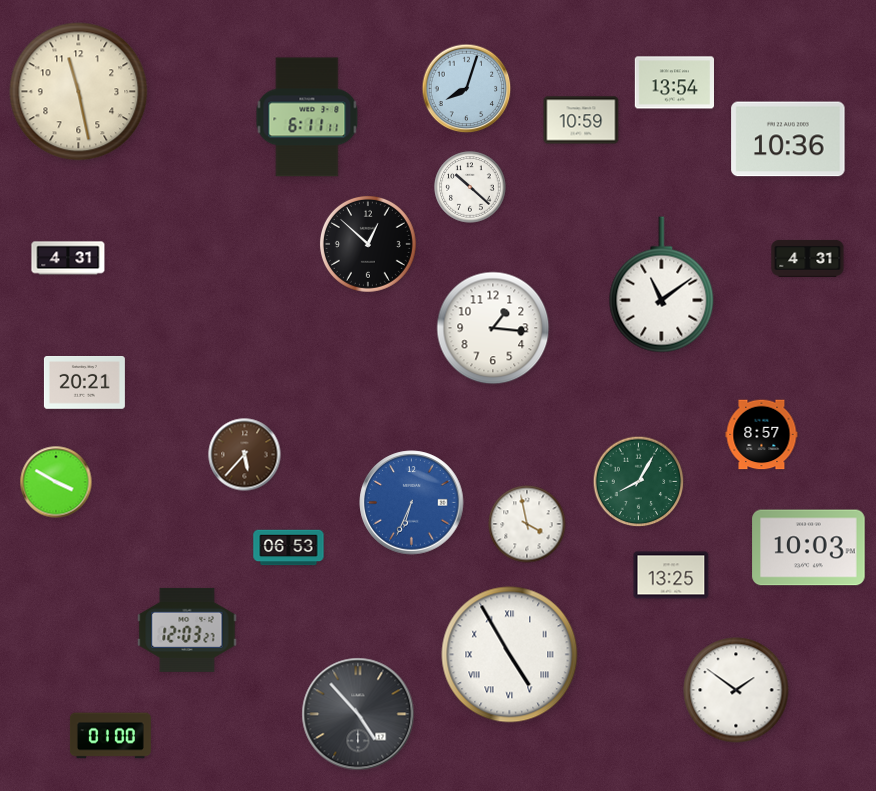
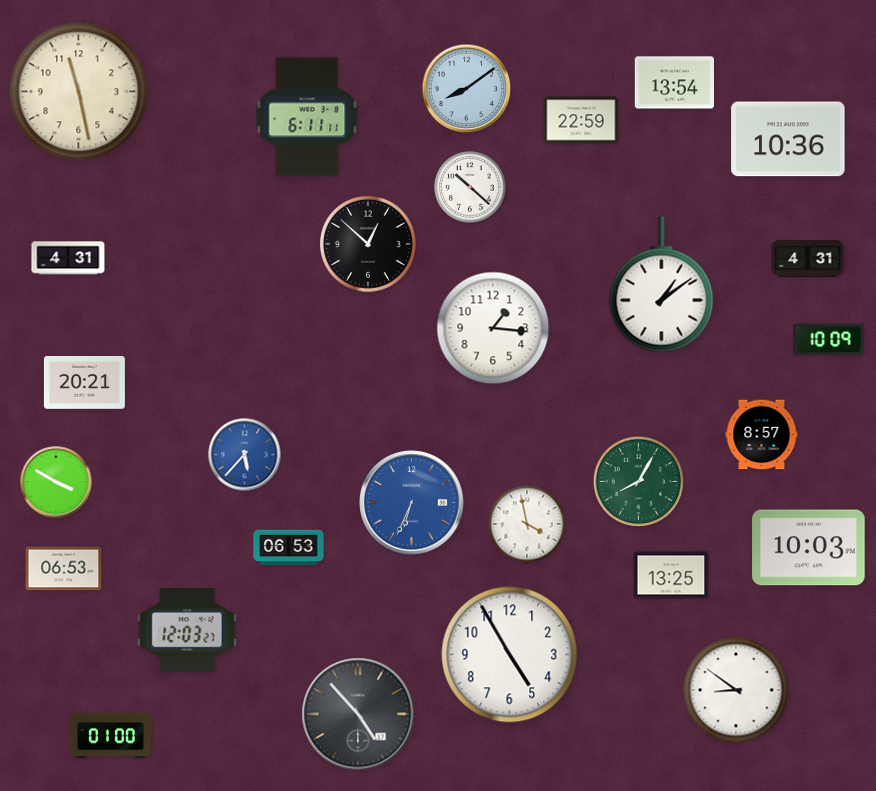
clock at (467, 89): 8:03 -> 8:09
clock at (581, 120): 10:59 -> 22:59
clock at (662, 285): 11:09 -> 1:09
clock at (829, 340): none -> 10:09
clock at (245, 455) dial: brown -> blue
clock at (64, 569): none -> 06:53
clock at (510, 655) numerals: Roman -> Arabic
clock at (736, 690): 1:51 -> 8:51
